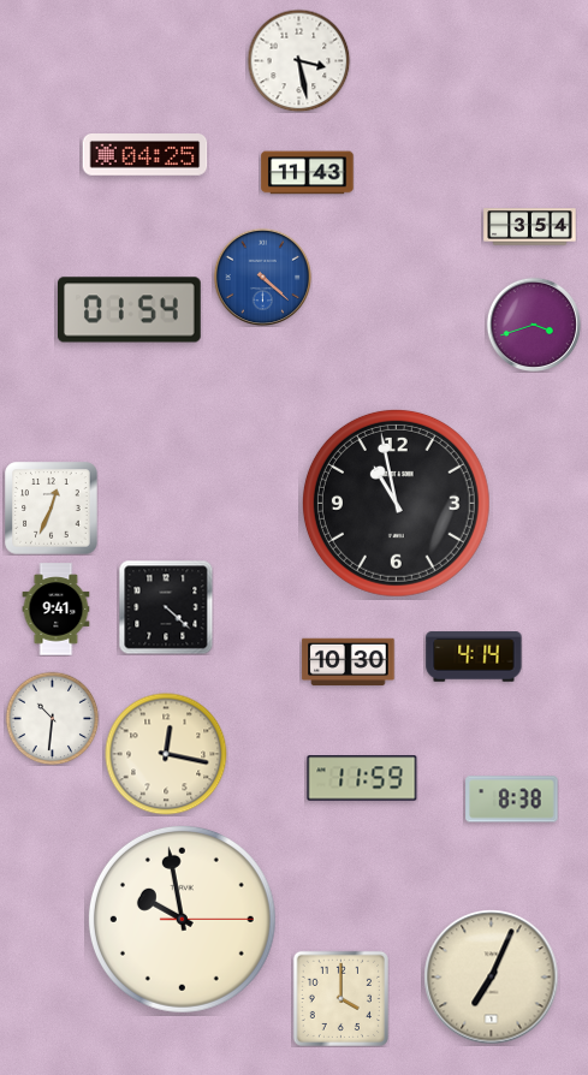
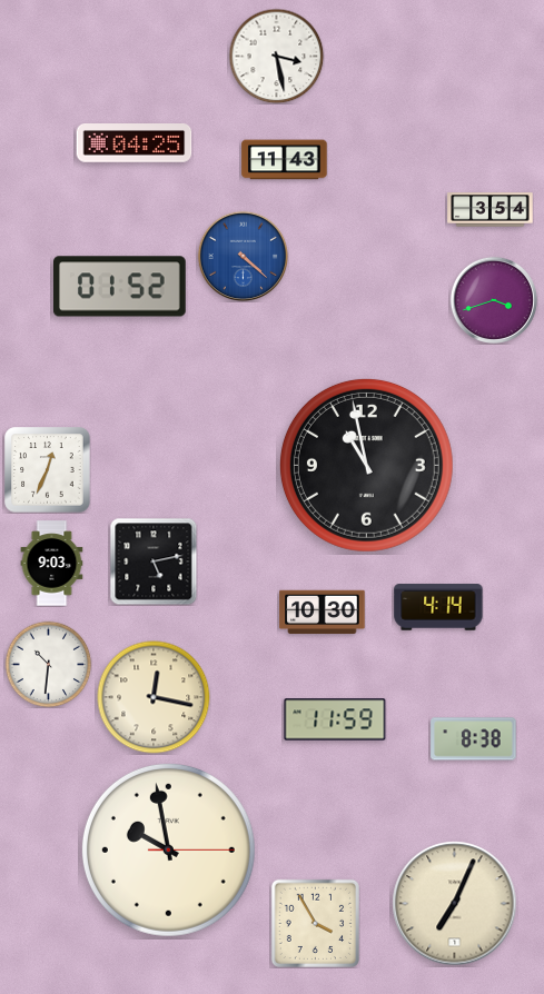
clock at (130, 310): 01:54 -> 01:52
clock at (166, 607): 4:22 -> 5:13
clock at (57, 610): 9:41 -> 9:03
clock at (340, 998): 4:00 -> 3:55
